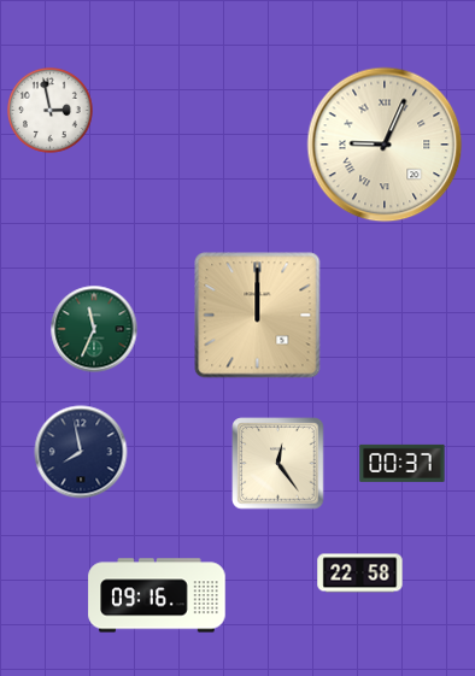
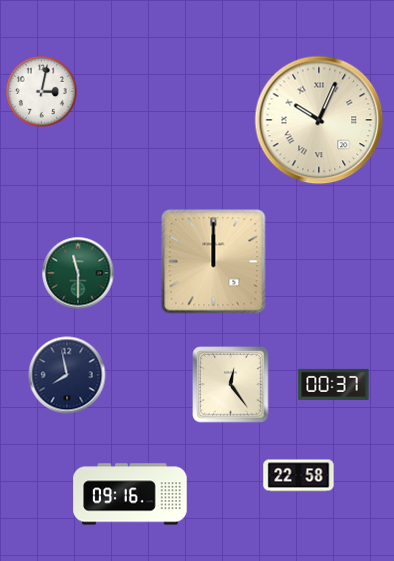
clock at (51, 111): 2:58 -> 3:02
clock at (385, 145): 9:04 -> 10:04
clock at (94, 329): 11:34 -> 11:30
